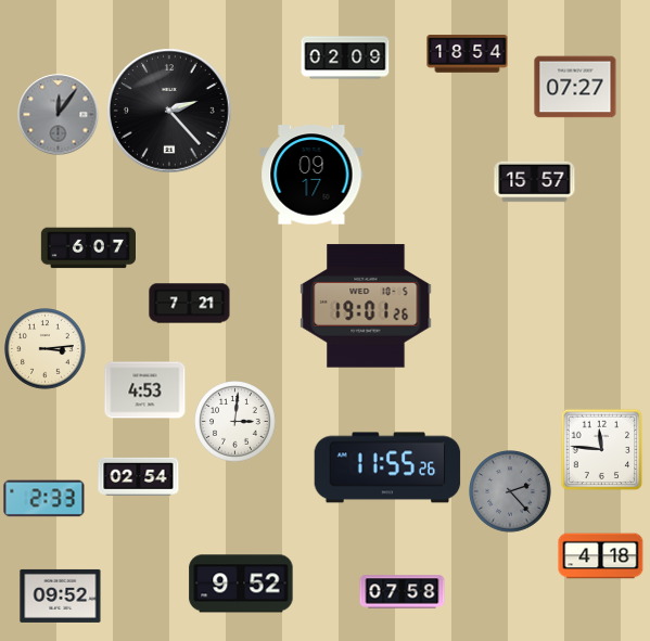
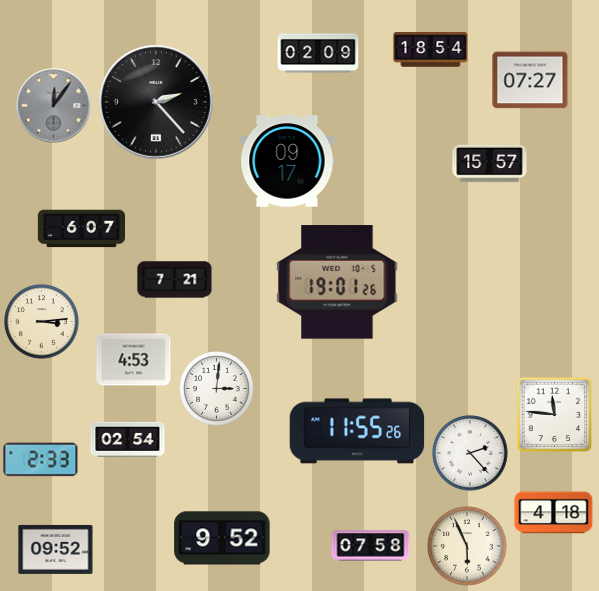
clock at (535, 182) position: (535, 182) -> (490, 164)
clock at (510, 491) dial: grey -> white
clock at (467, 546): none -> 5:56
